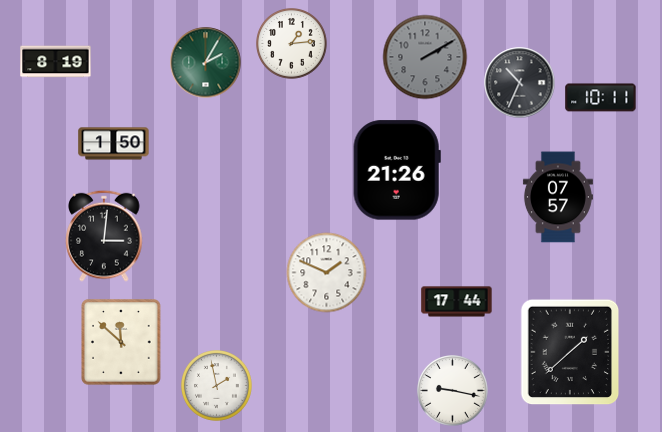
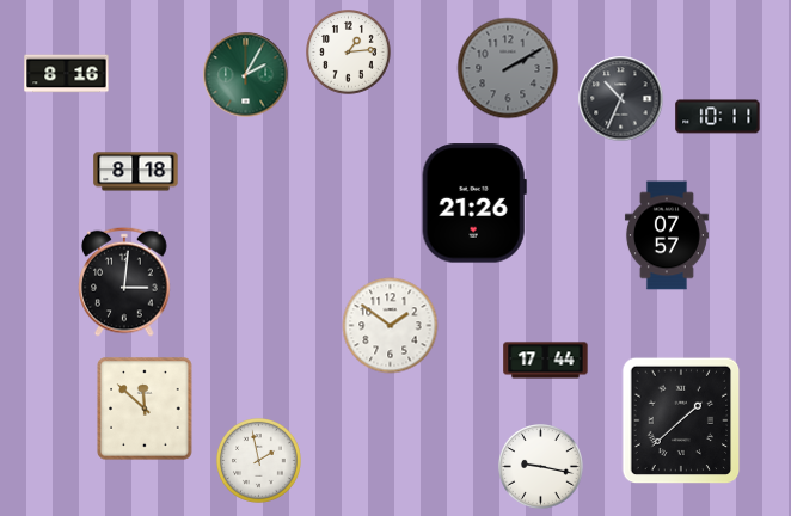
clock at (56, 62): 8:19 -> 8:16
clock at (114, 144): 1:50 -> 8:18
clock at (327, 273): 1:49 -> 1:51
